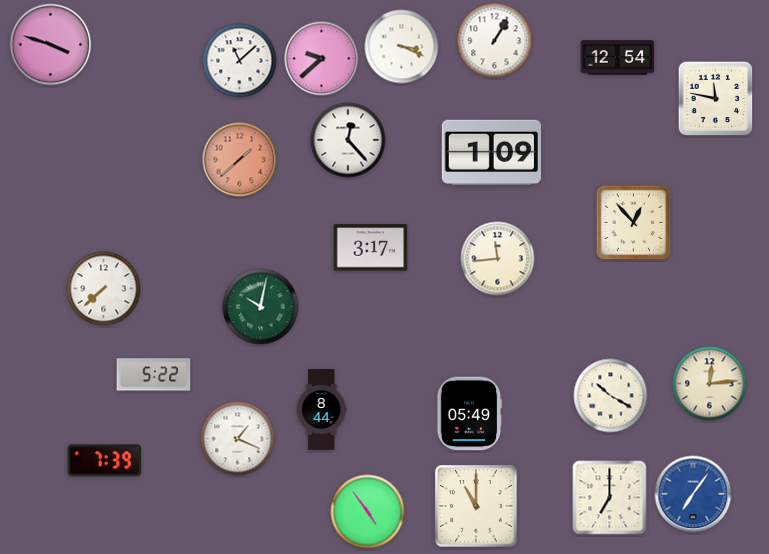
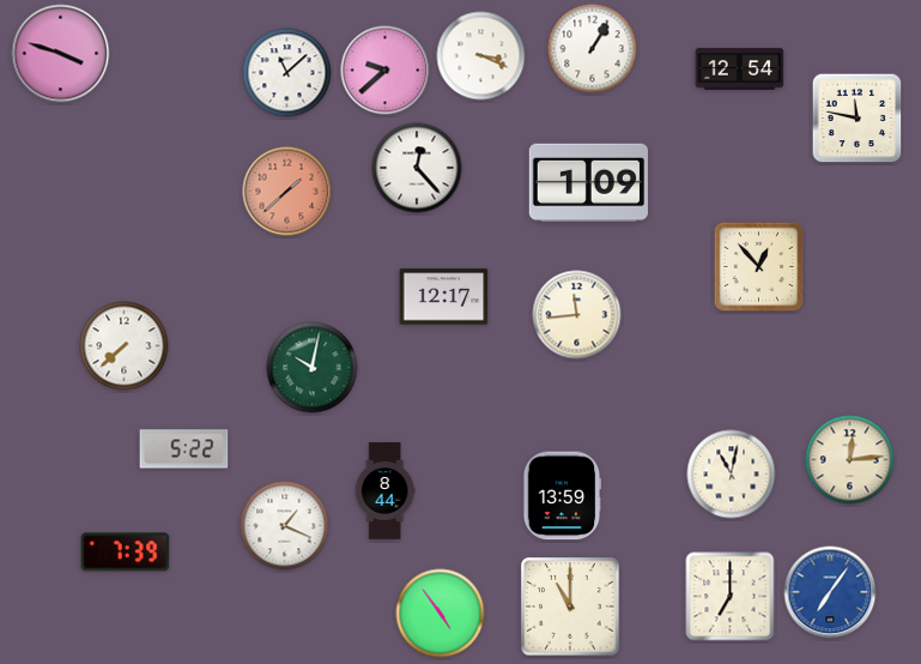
clock at (371, 248): 3:17 -> 12:17
clock at (498, 259) position: (498, 259) -> (577, 315)
clock at (611, 396): 10:20 -> 11:02
clock at (469, 414): 05:49 -> 13:59
